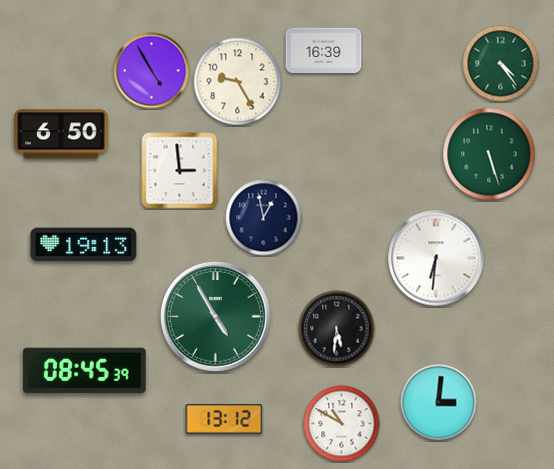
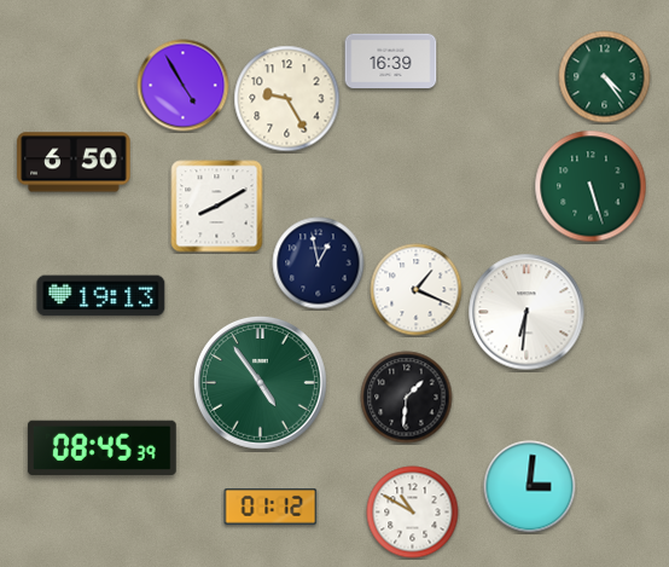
clock at (180, 171): 2:59 -> 8:10
clock at (417, 290): none -> 1:19
clock at (215, 316): 4:55 -> 4:54
clock at (337, 329): 5:31 -> 1:31
clock at (224, 419): 13:12 -> 01:12
